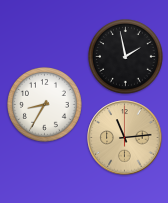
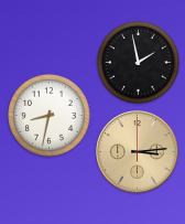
clock at (45, 105): 8:35 -> 8:32
clock at (125, 138): 11:14 -> 3:14
